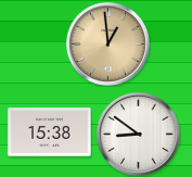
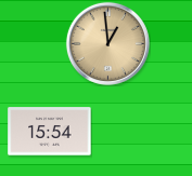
clock at (50, 132): 15:38 -> 15:54
clock at (138, 134): 8:51 -> none
